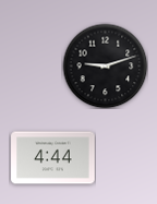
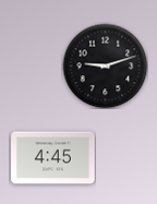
clock at (53, 158): 4:44 -> 4:45
